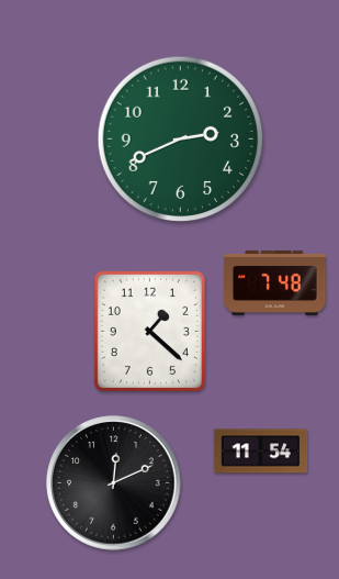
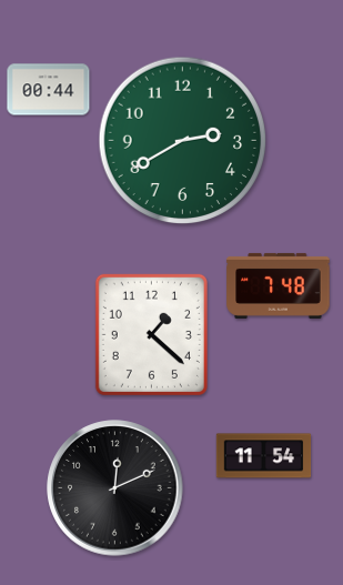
clock at (49, 90): none -> 00:44
clock at (181, 140): 2:41 -> 2:40
